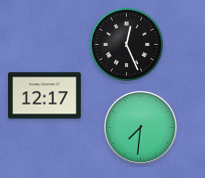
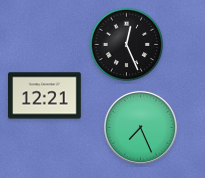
clock at (45, 96): 12:17 -> 12:21
clock at (140, 127): 7:31 -> 7:26
